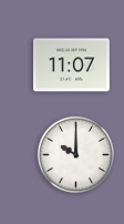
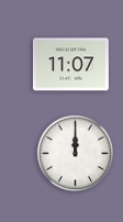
clock at (75, 154): 10:00 -> 12:00
